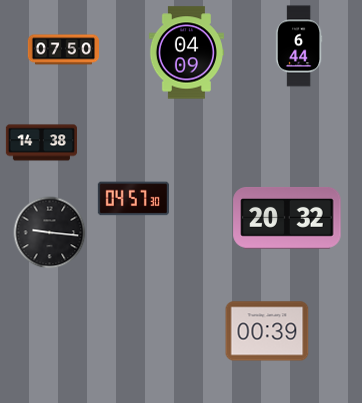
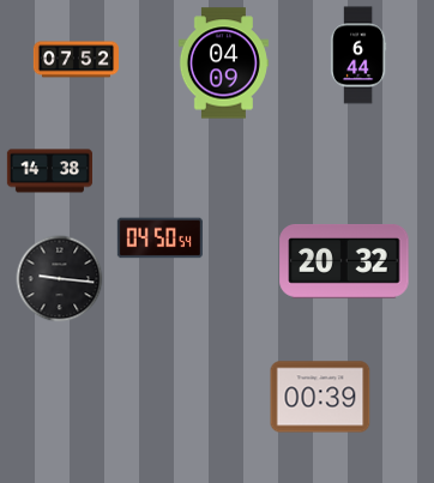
clock at (63, 50): 07:50 -> 07:52
clock at (133, 199): 04:57 -> 04:50
